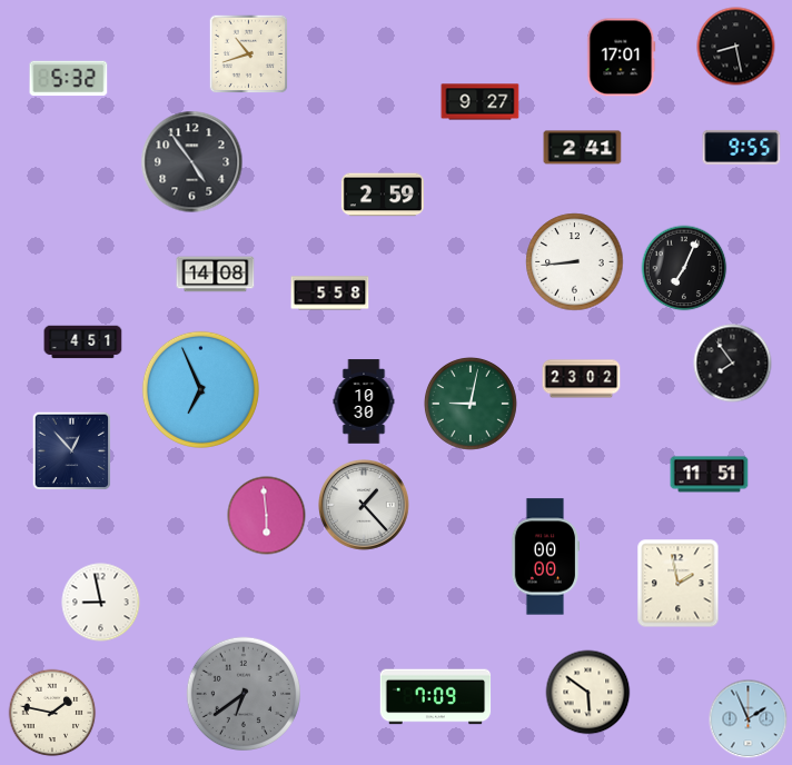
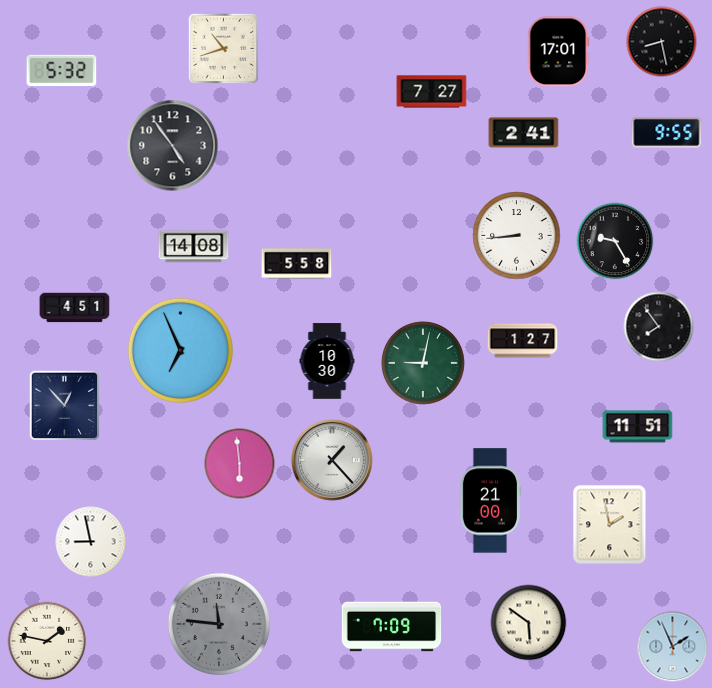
clock at (481, 102): 9:27 -> 7:27
clock at (383, 195): 2:59 -> none
clock at (684, 268): 7:04 -> 9:25
clock at (582, 379): 23:02 -> 1:27
clock at (365, 506) position: (365, 506) -> (333, 461)
clock at (545, 557): 00:00 -> 21:00
clock at (242, 693): 6:39 -> 11:46
